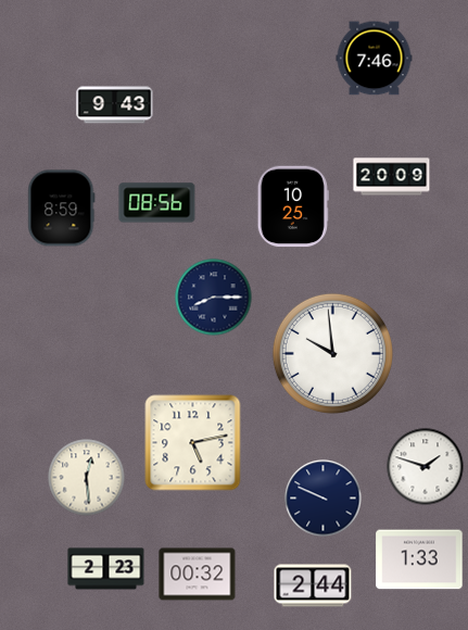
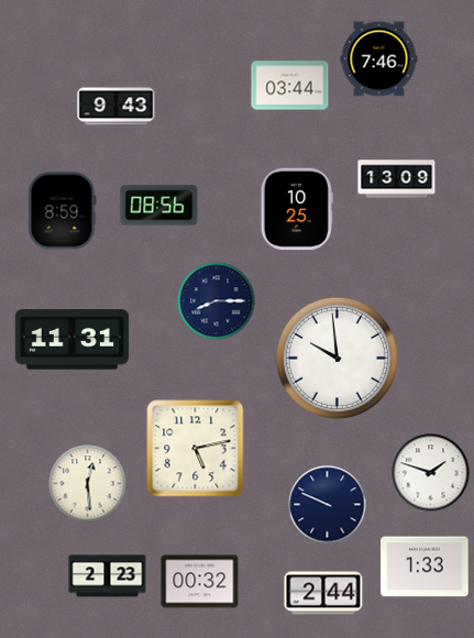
clock at (290, 86): none -> 03:44
clock at (392, 177): 20:09 -> 13:09
clock at (73, 340): none -> 11:31
clock at (313, 585) position: (313, 585) -> (323, 593)
